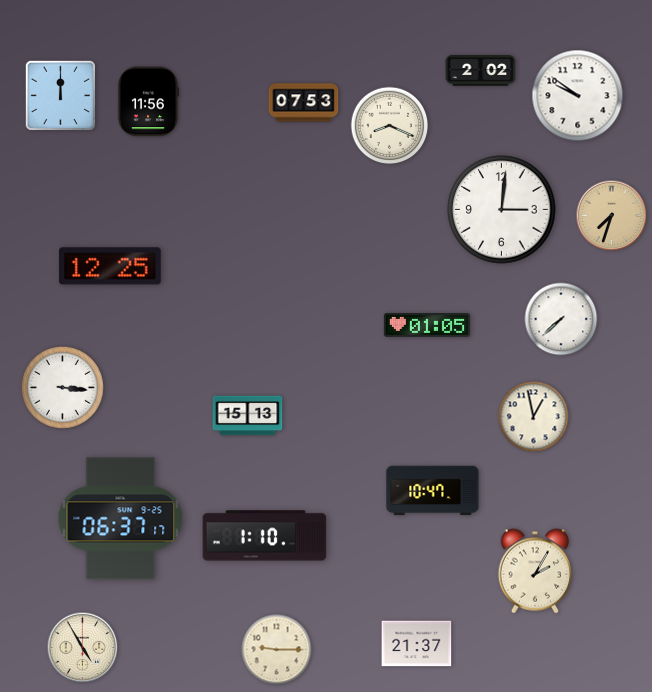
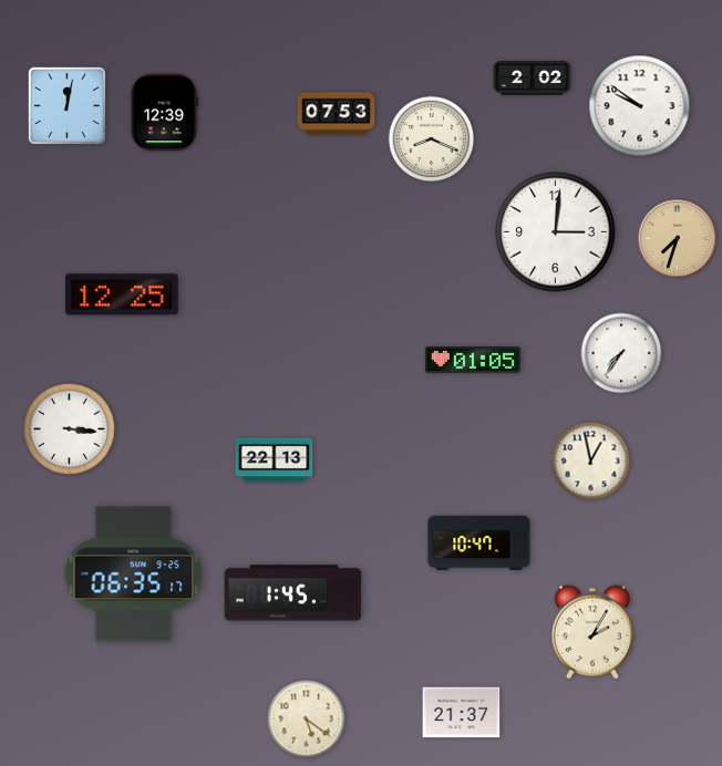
clock at (60, 95): 12:00 -> 12:02
clock at (148, 102): 11:56 -> 12:39
clock at (561, 319): 7:38 -> 7:36
clock at (248, 416): 15:13 -> 22:13
clock at (121, 519): 06:37 -> 06:35
clock at (265, 536): 1:10 -> 1:45
clock at (83, 648): 4:55 -> none
clock at (277, 650): 9:15 -> 5:21
